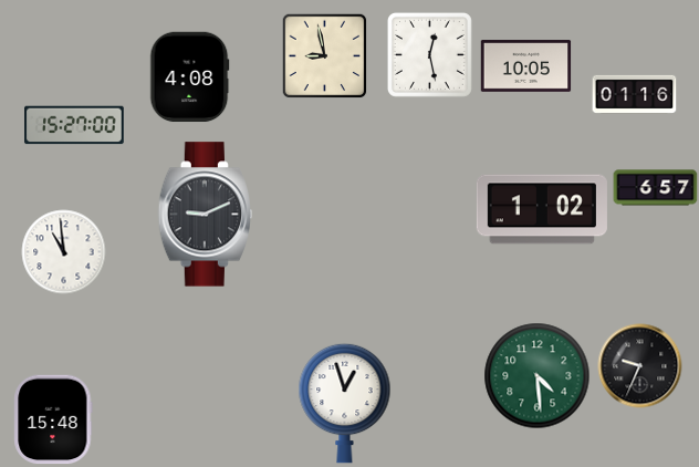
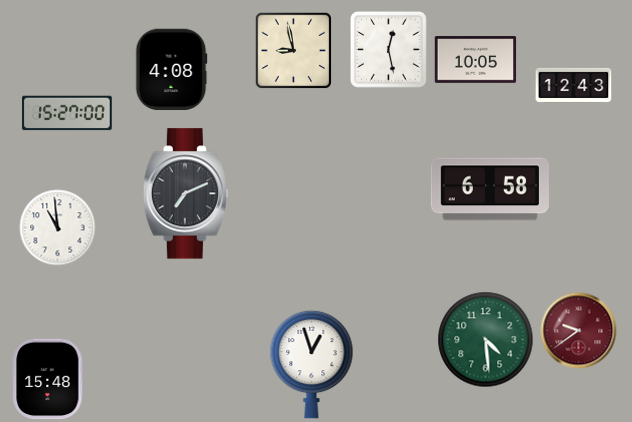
clock at (635, 94): 01:16 -> 12:43
clock at (656, 188): 6:57 -> none
clock at (542, 209): 1:02 -> 6:58
clock at (205, 215): 9:11 -> 7:11
clock at (640, 366): 9:34 -> 9:39
clock at (640, 366) dial: black -> burgundy
